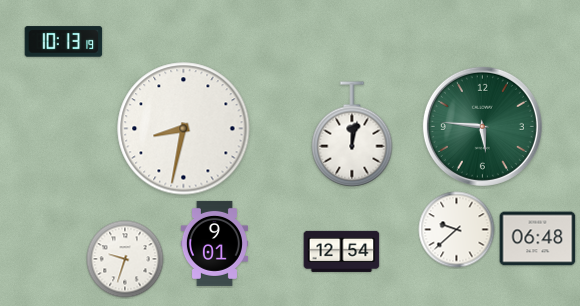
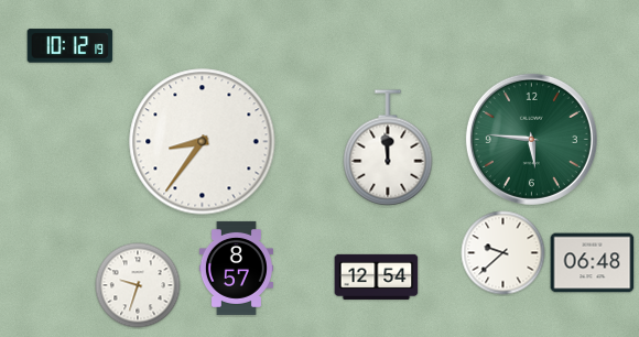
clock at (64, 42): 10:13 -> 10:12
clock at (184, 129): 8:32 -> 8:36
clock at (352, 134): 12:02 -> 11:59
clock at (214, 243): 9:01 -> 8:57
